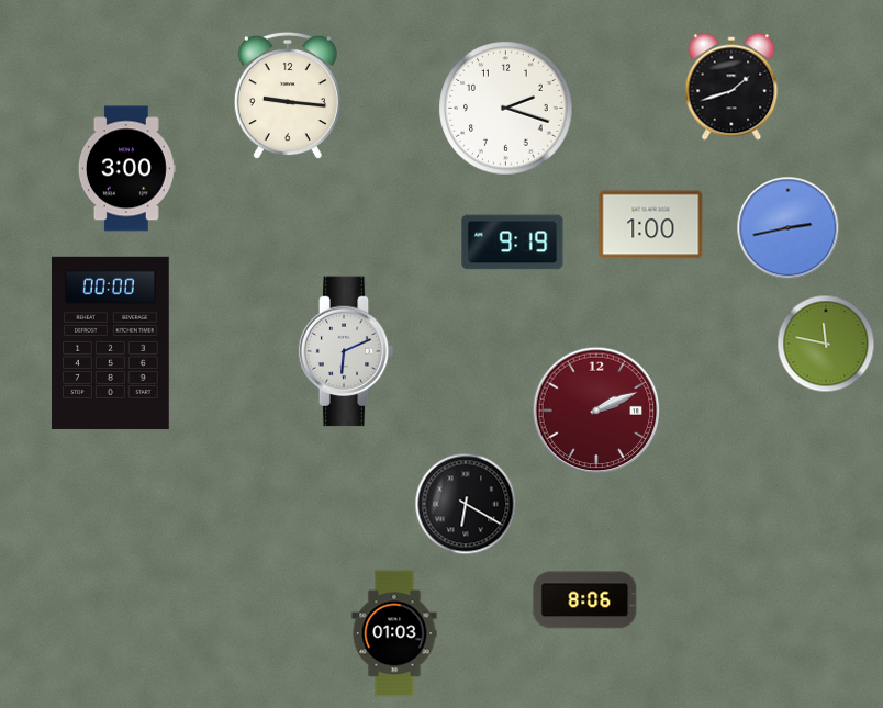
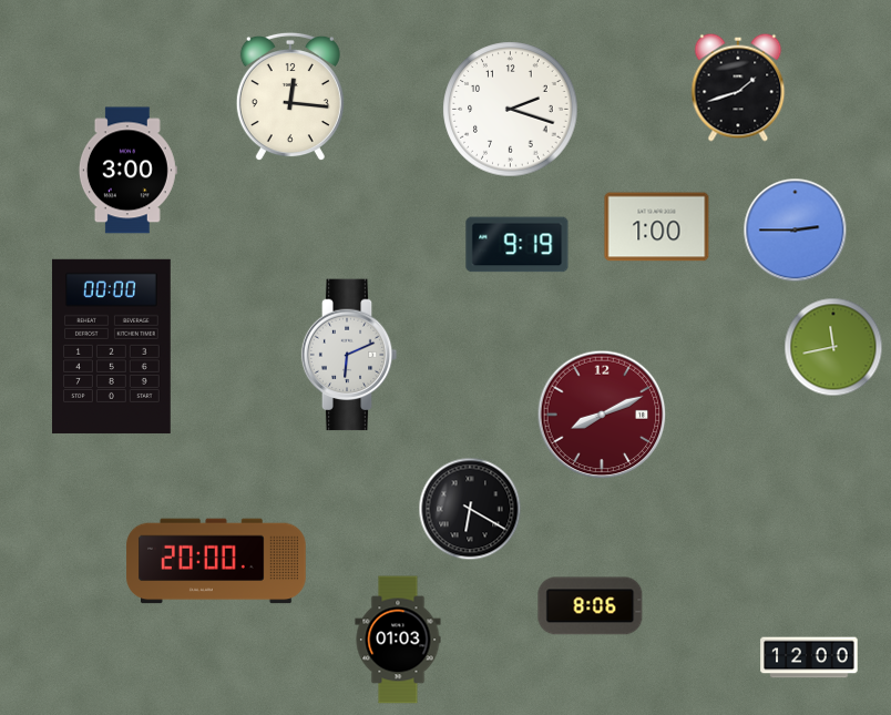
clock at (288, 95): 9:16 -> 12:16
clock at (789, 228): 2:43 -> 2:45
clock at (826, 344): 11:47 -> 11:43
clock at (596, 411): 2:11 -> 8:11
clock at (216, 561): none -> 20:00
clock at (809, 657): none -> 12:00
